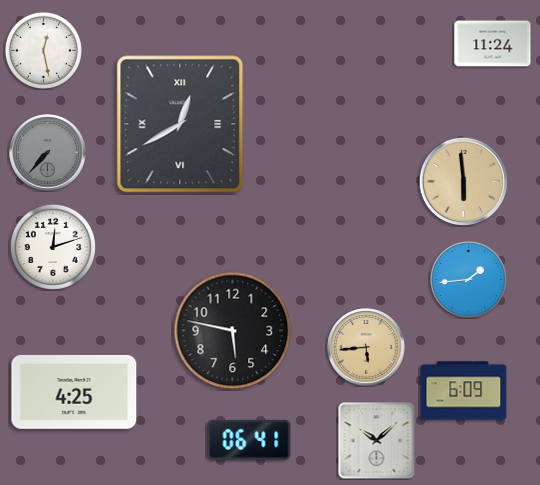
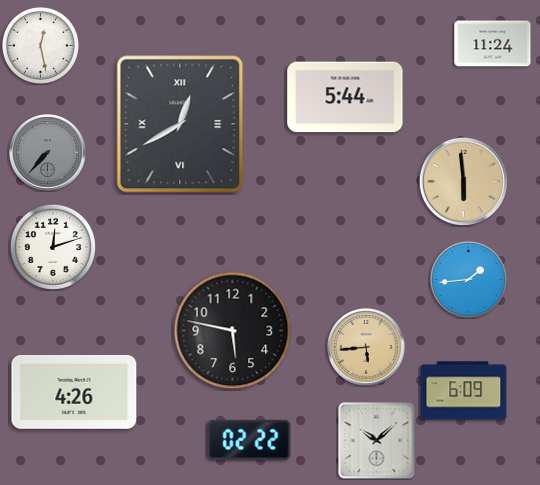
clock at (43, 50) position: (43, 50) -> (40, 45)
clock at (345, 97): none -> 5:44
clock at (74, 392): 4:25 -> 4:26
clock at (249, 440): 06:41 -> 02:22
